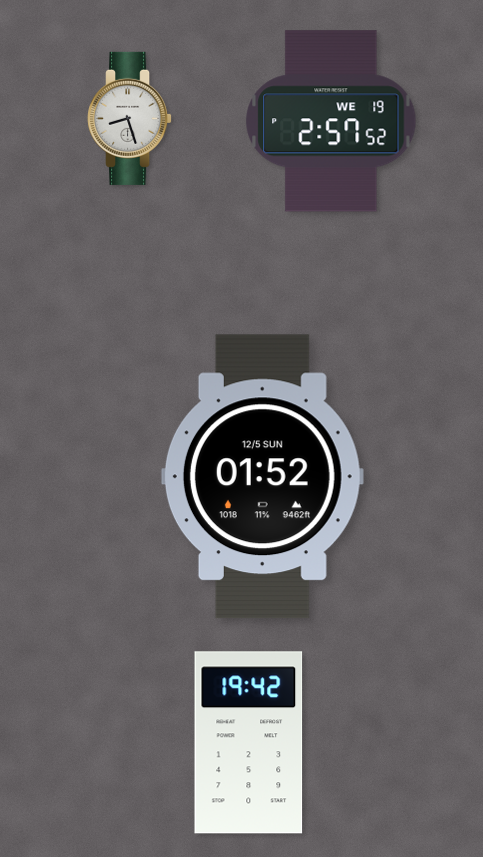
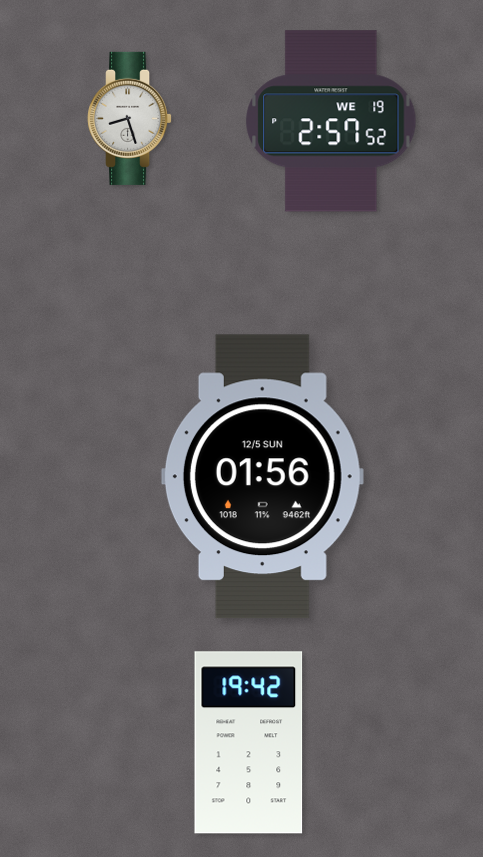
clock at (262, 477): 01:52 -> 01:56
